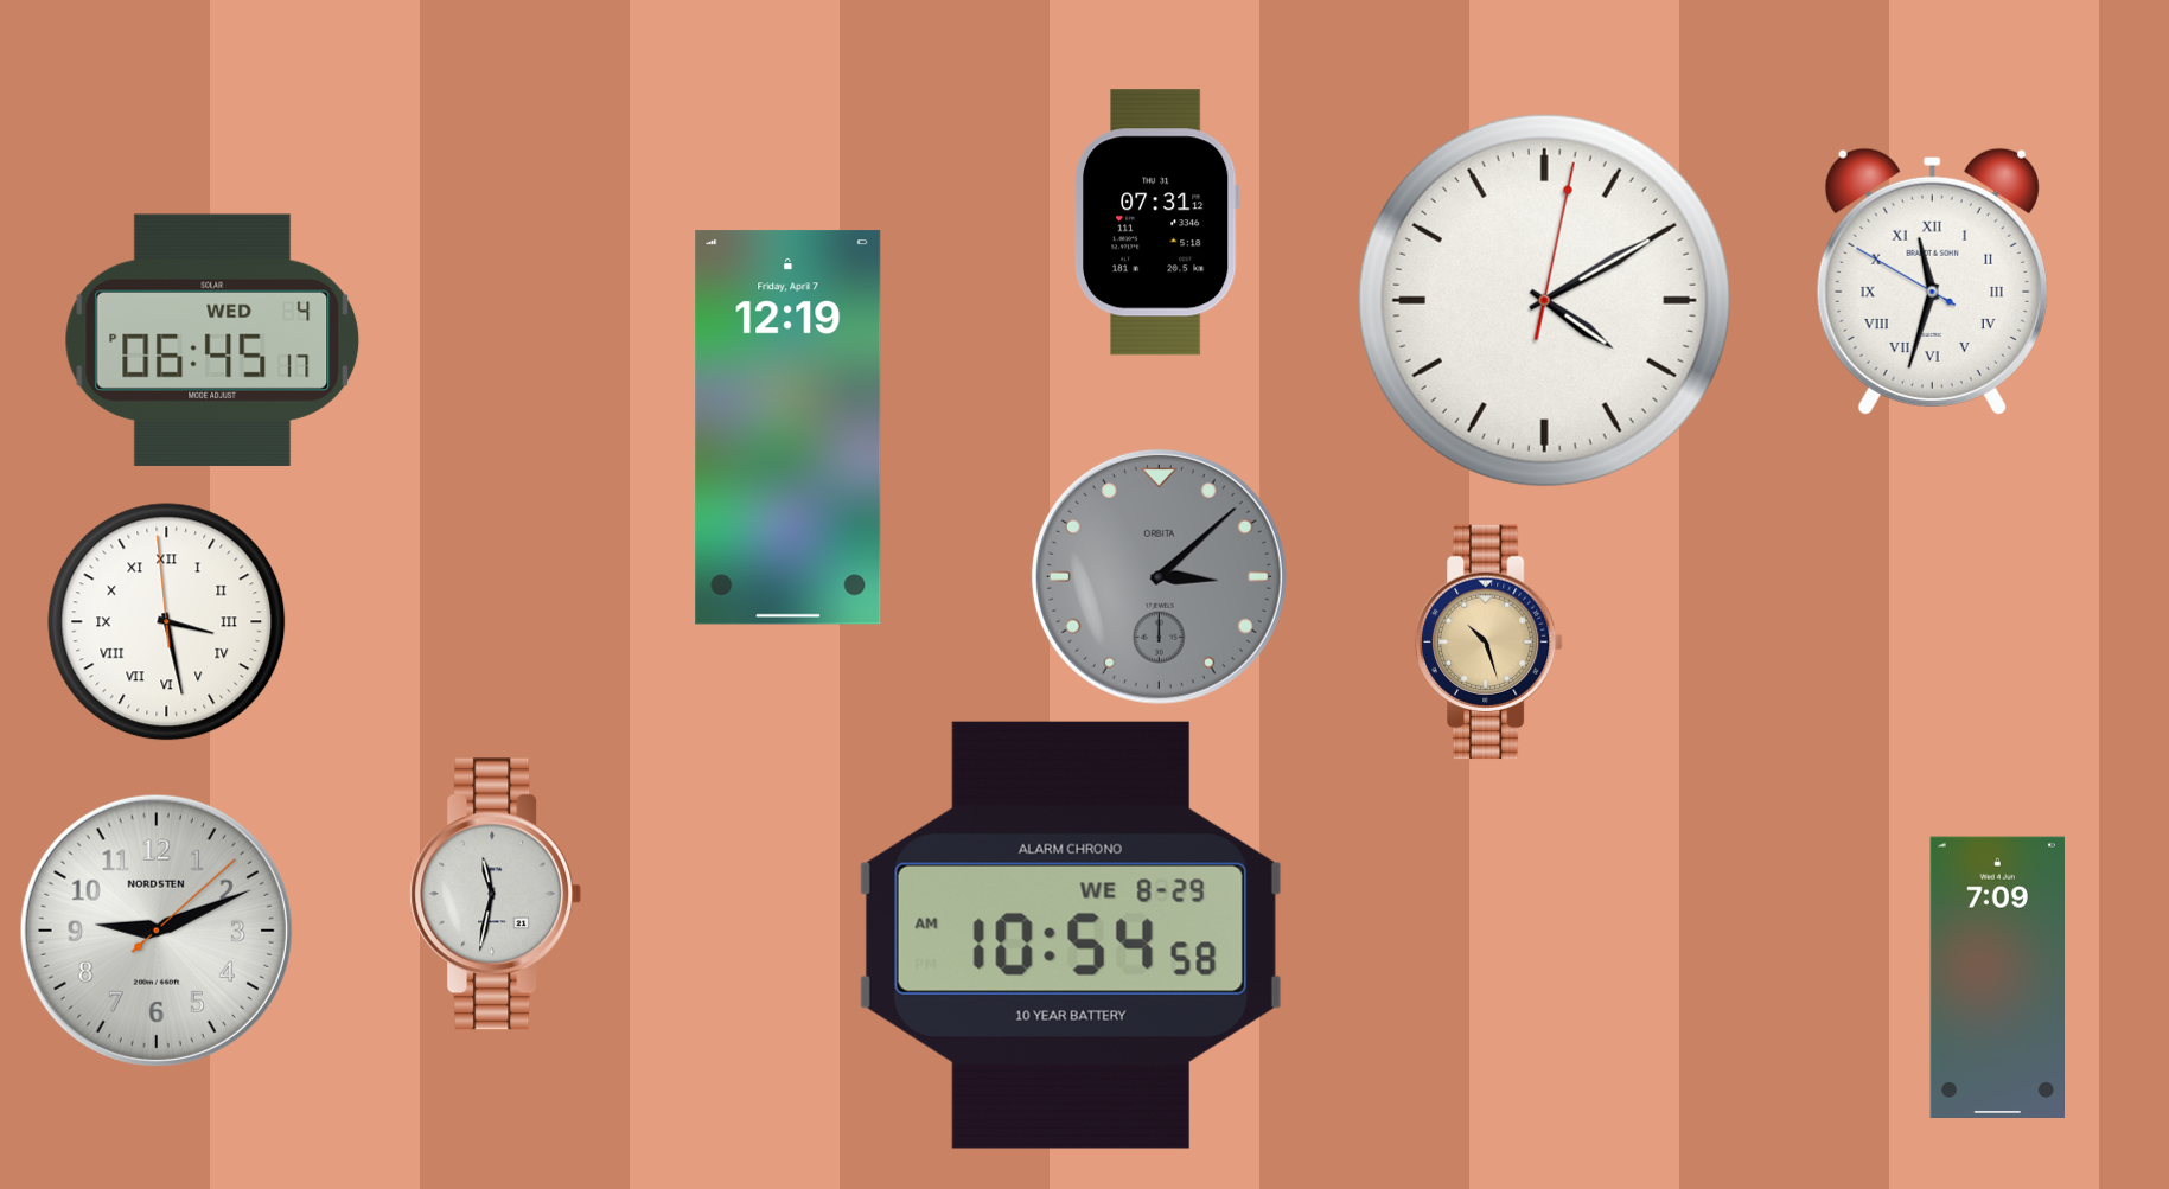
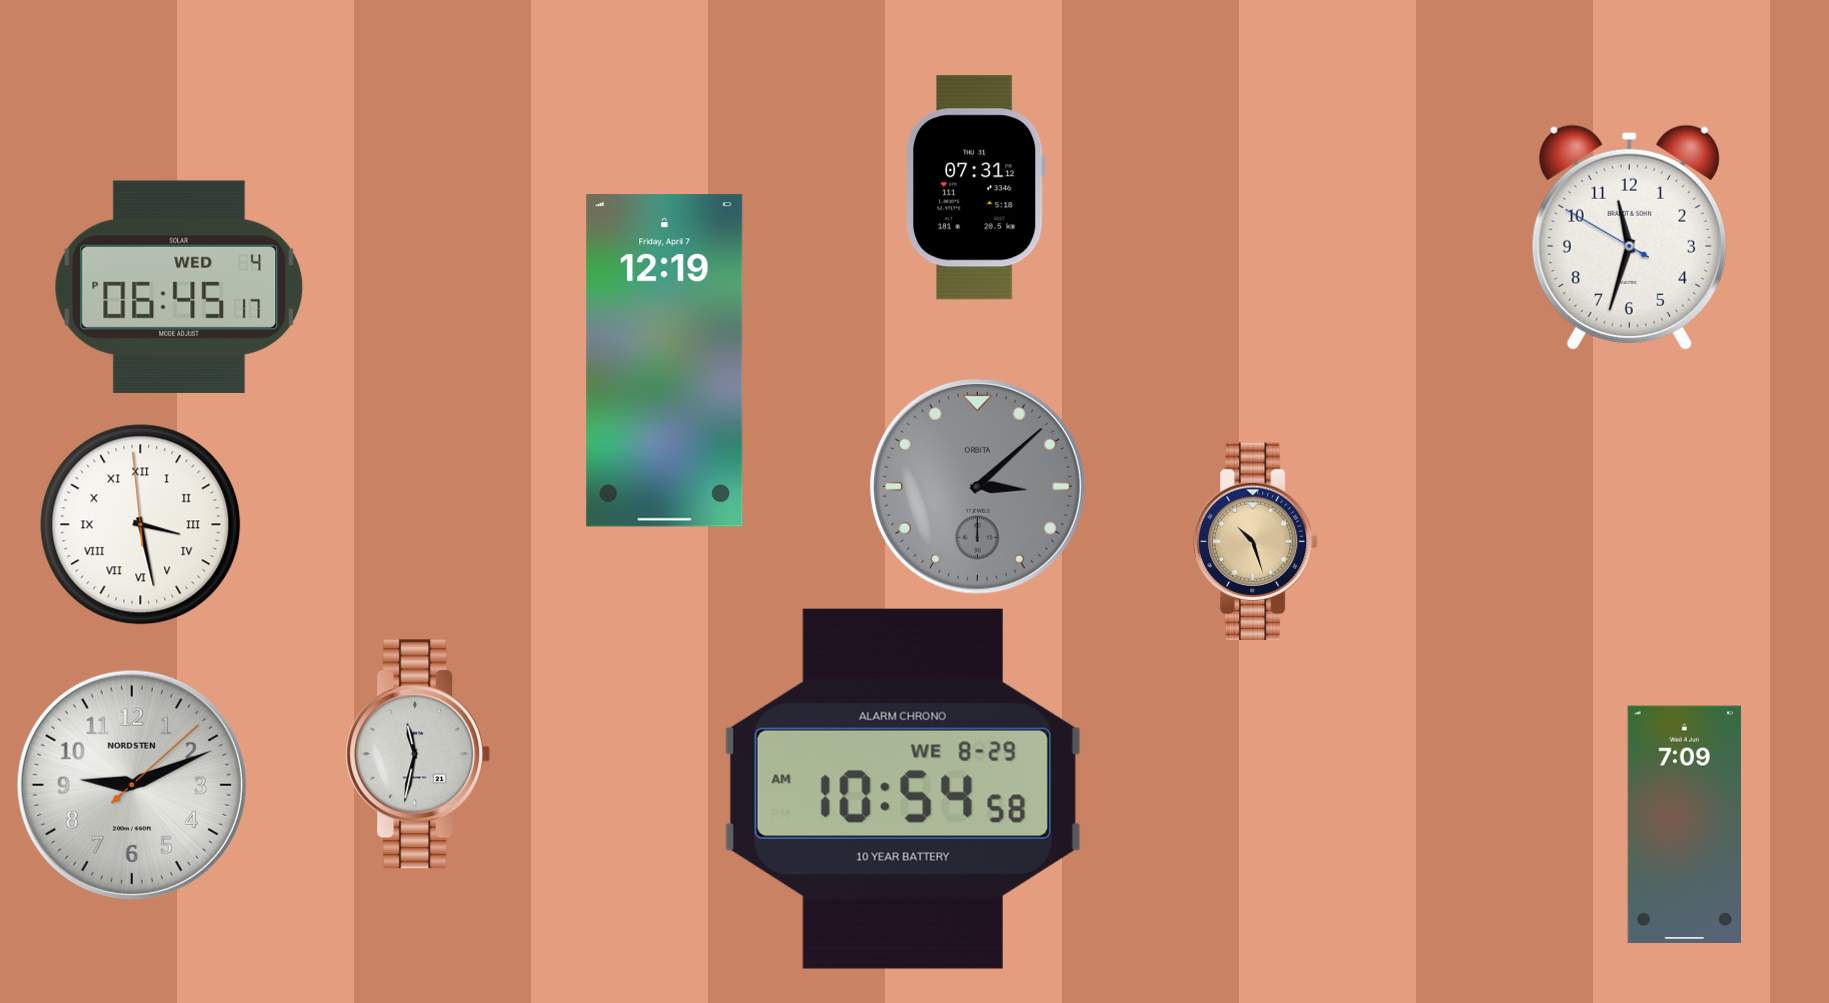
clock at (1932, 281) numerals: Roman -> Arabic
clock at (1544, 300): 4:10 -> none
